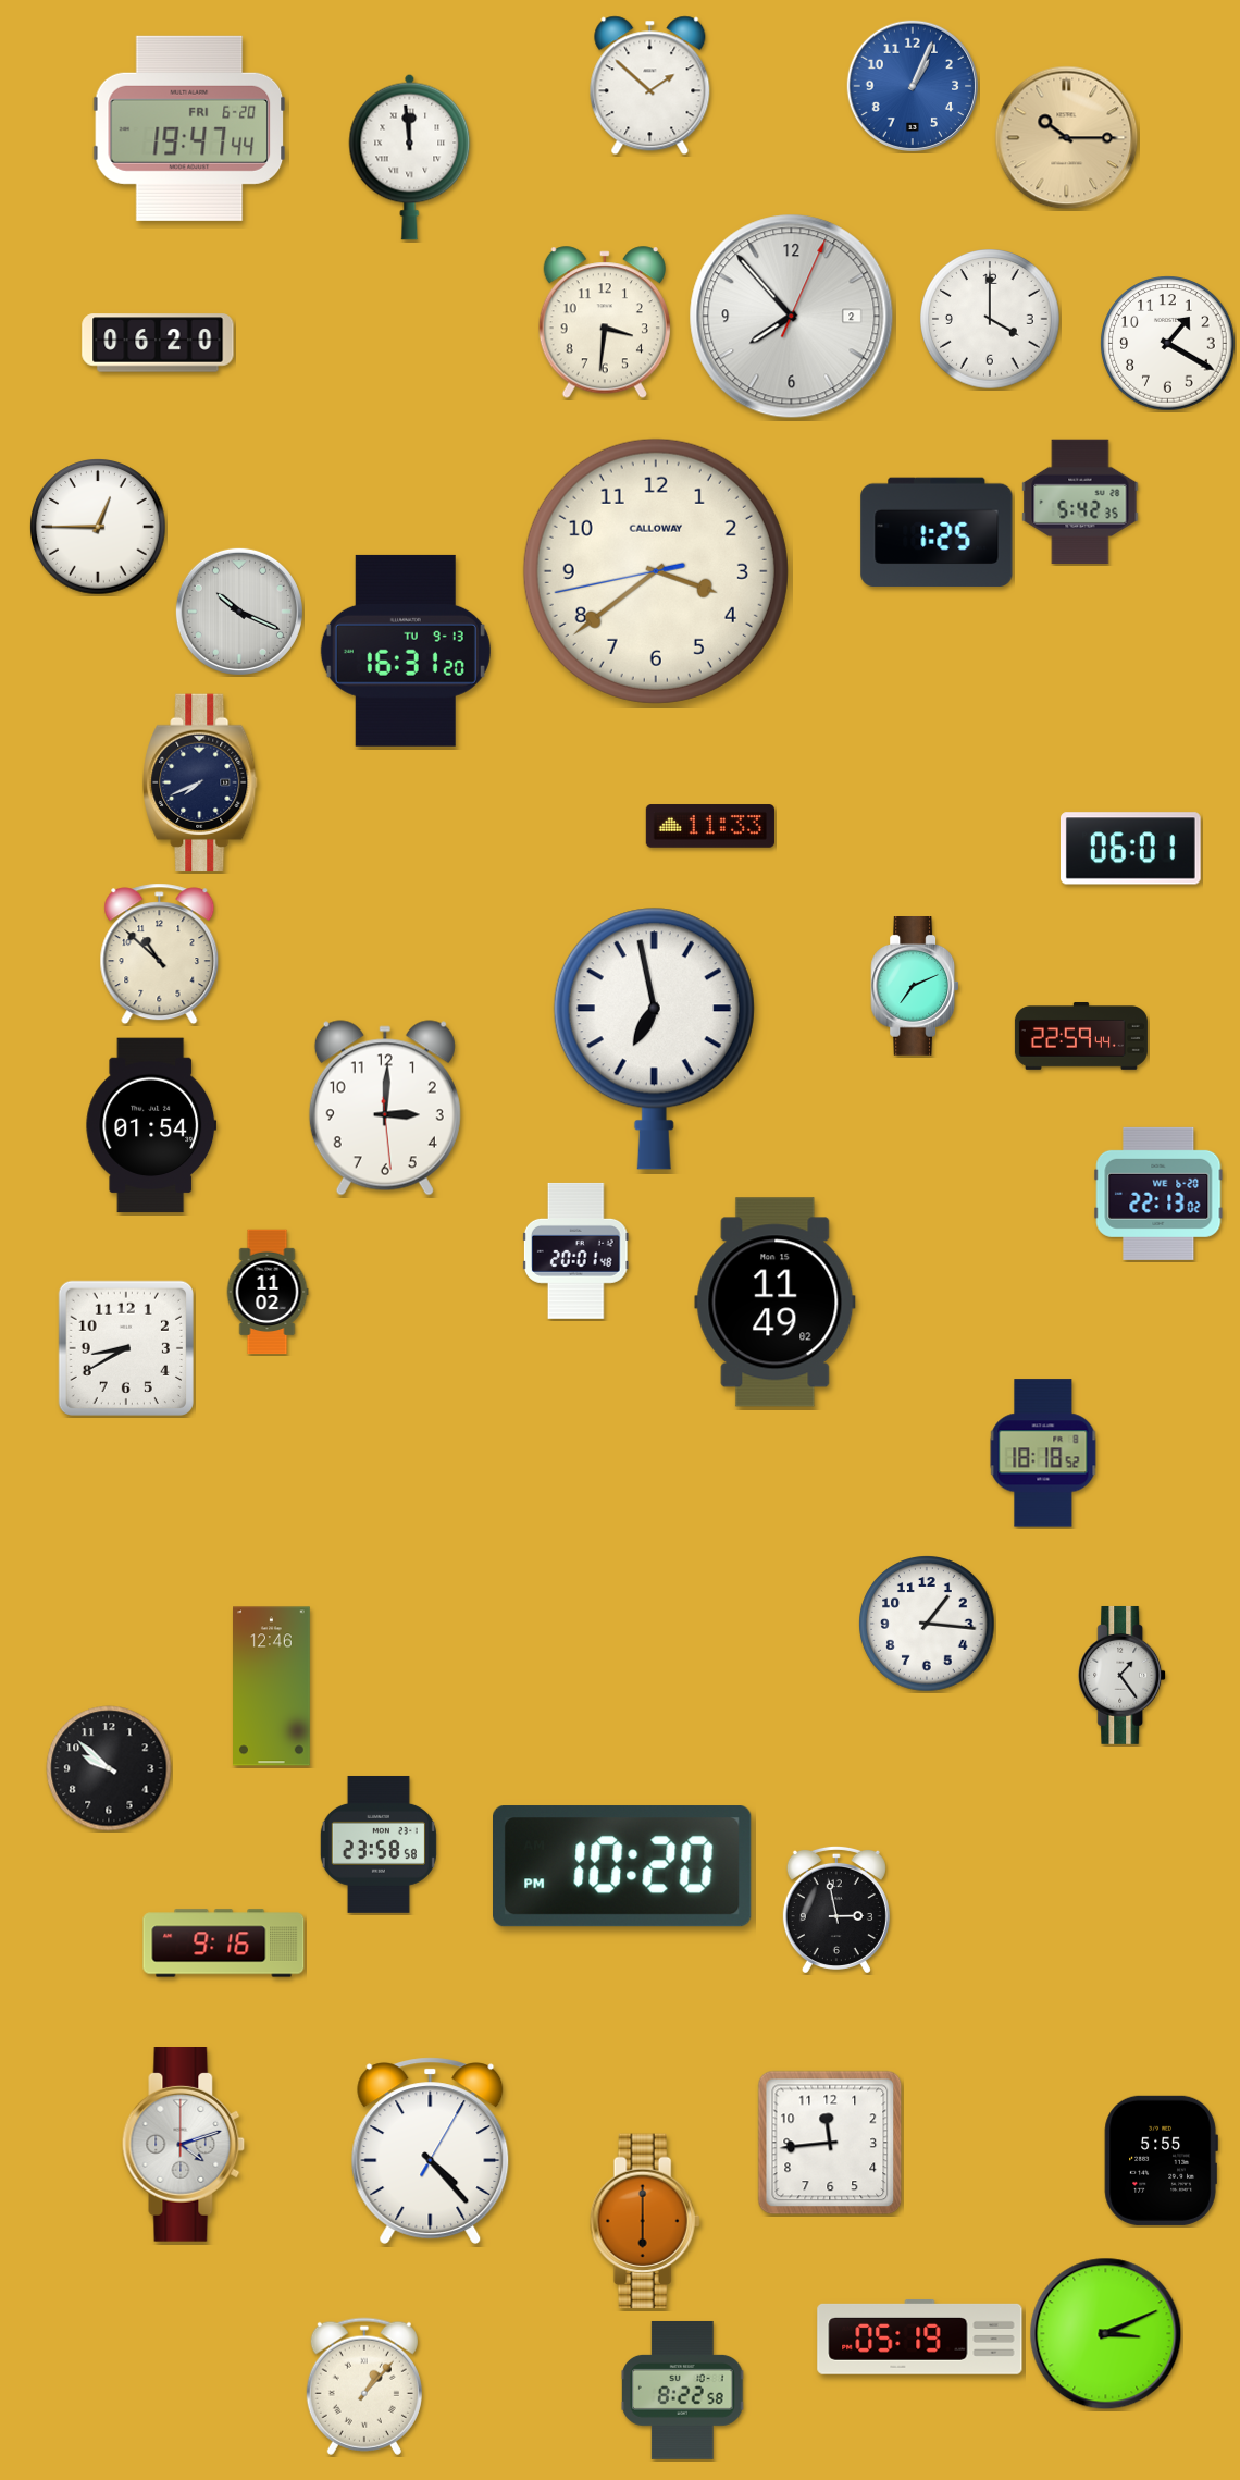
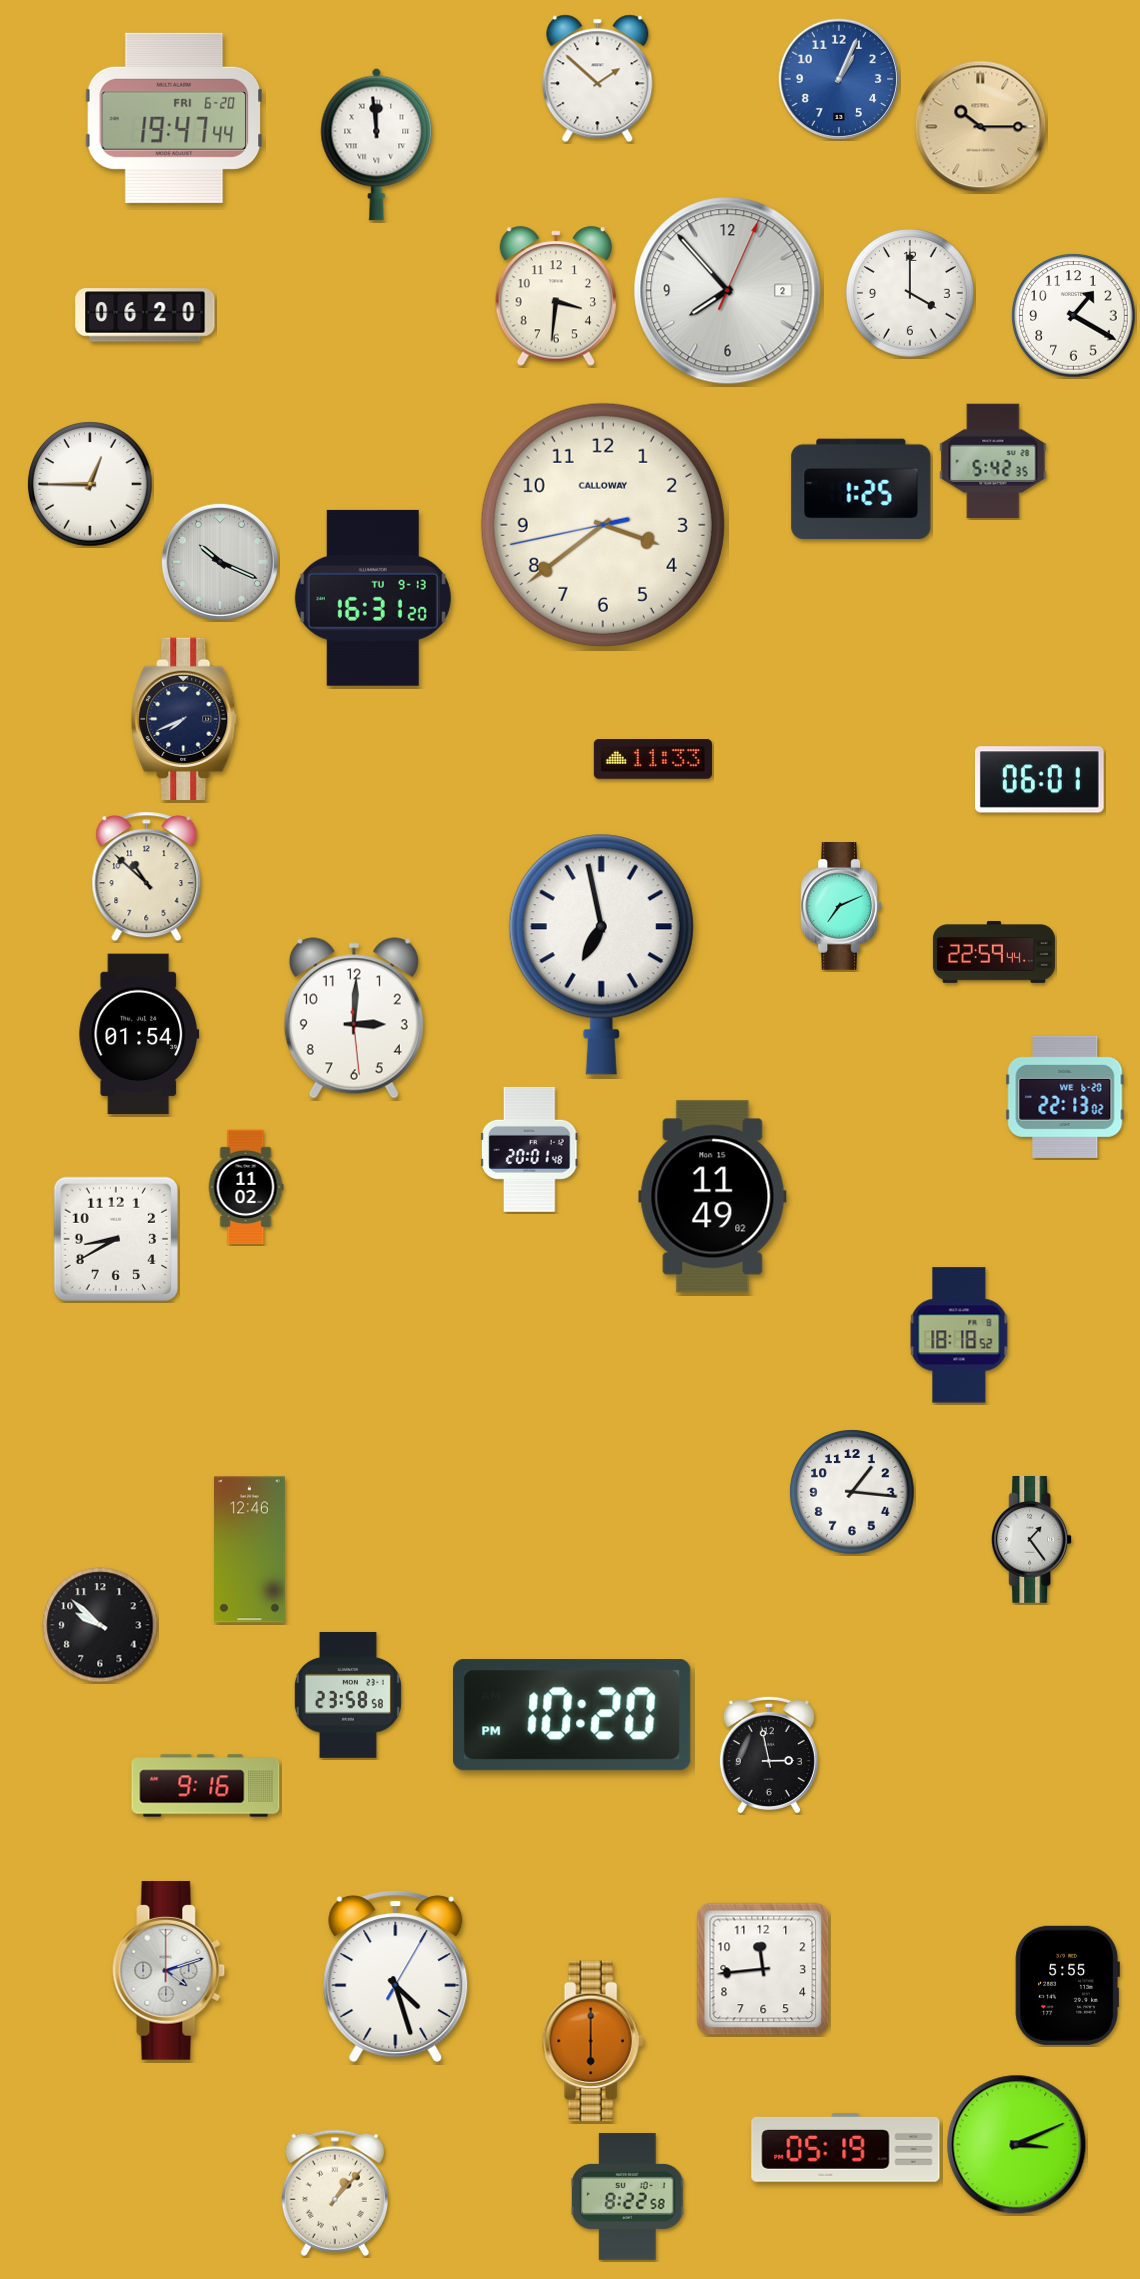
clock at (431, 2150): 4:23 -> 4:27
